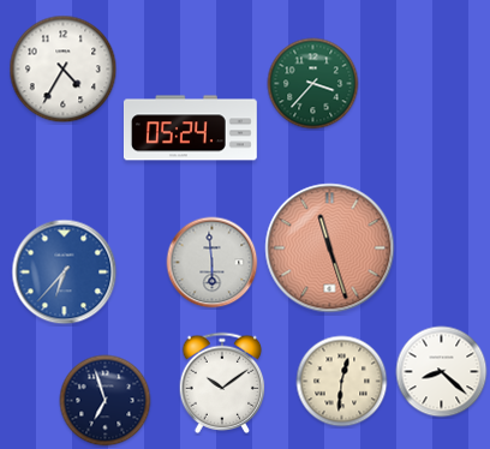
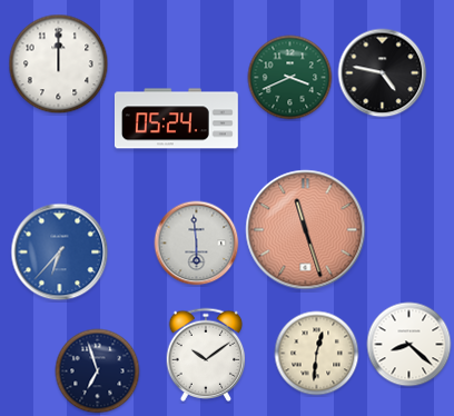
clock at (64, 70): 4:35 -> 12:00
clock at (383, 73): none -> 4:47
clock at (313, 84): 3:37 -> 3:41
